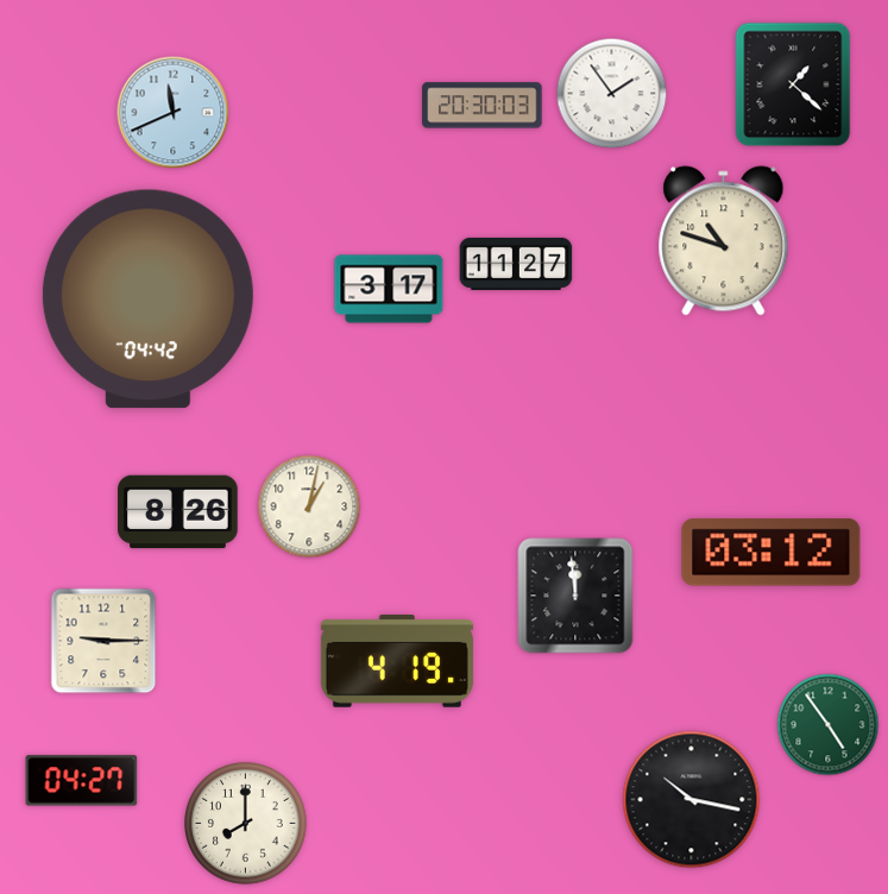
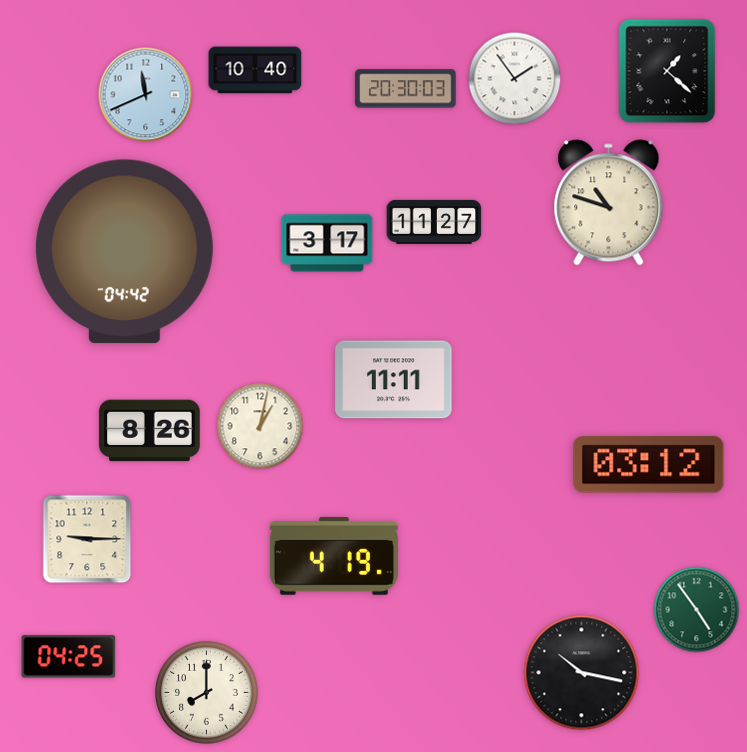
clock at (255, 70): none -> 10:40
clock at (394, 380): none -> 11:11
clock at (575, 596): 11:59 -> none
clock at (82, 781): 04:27 -> 04:25
